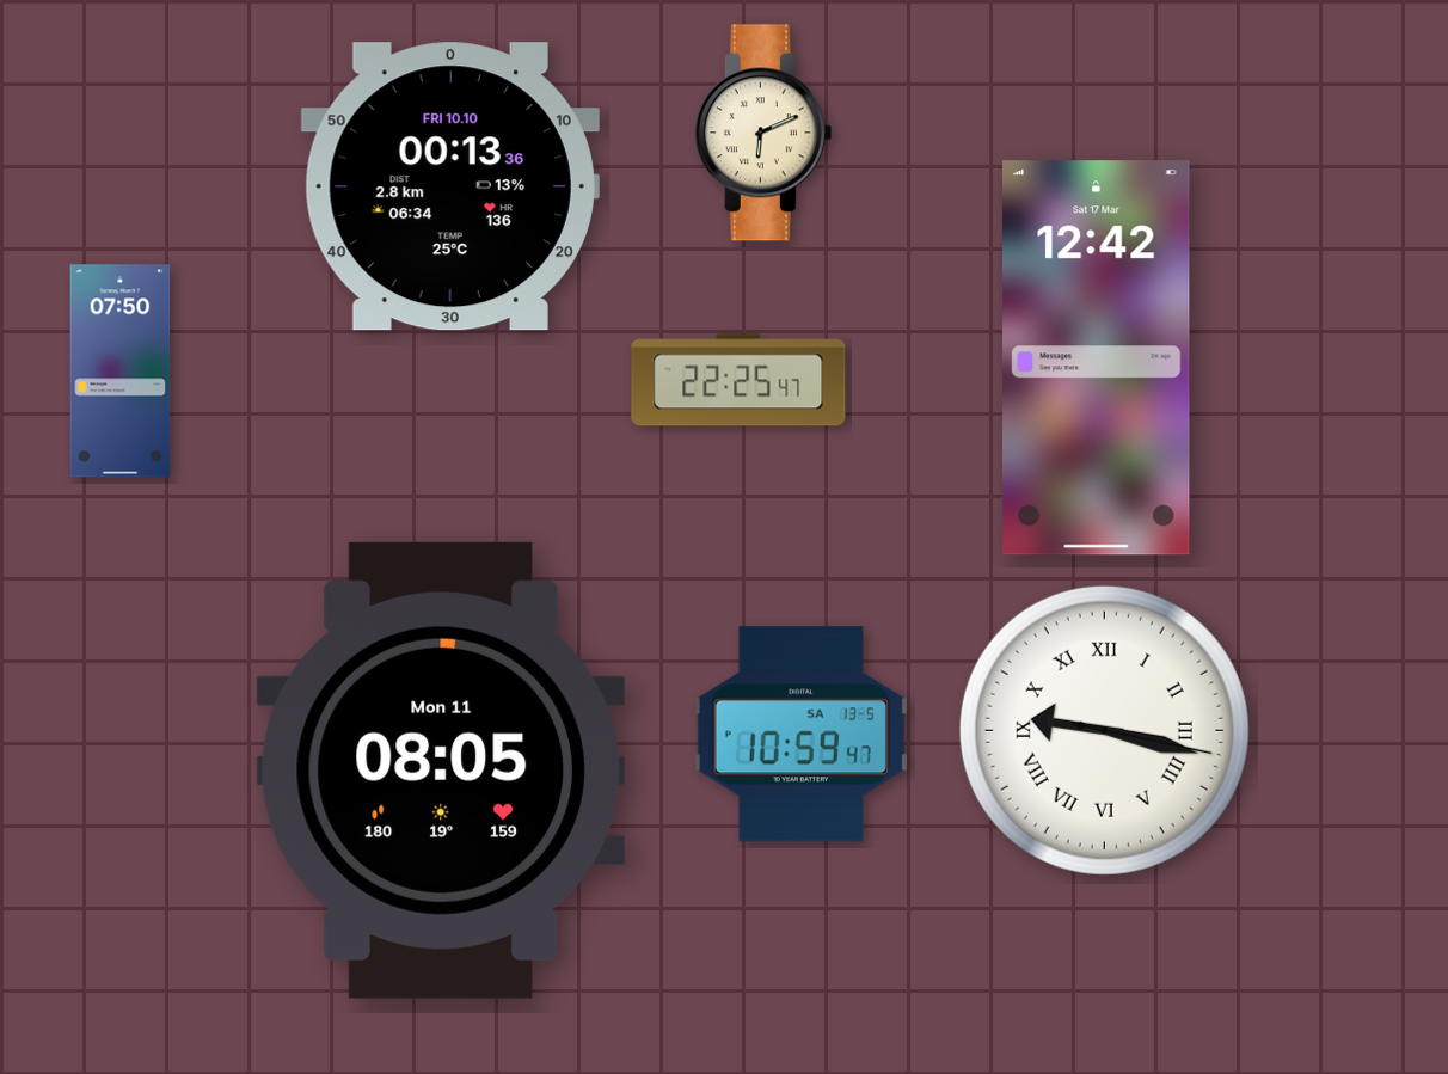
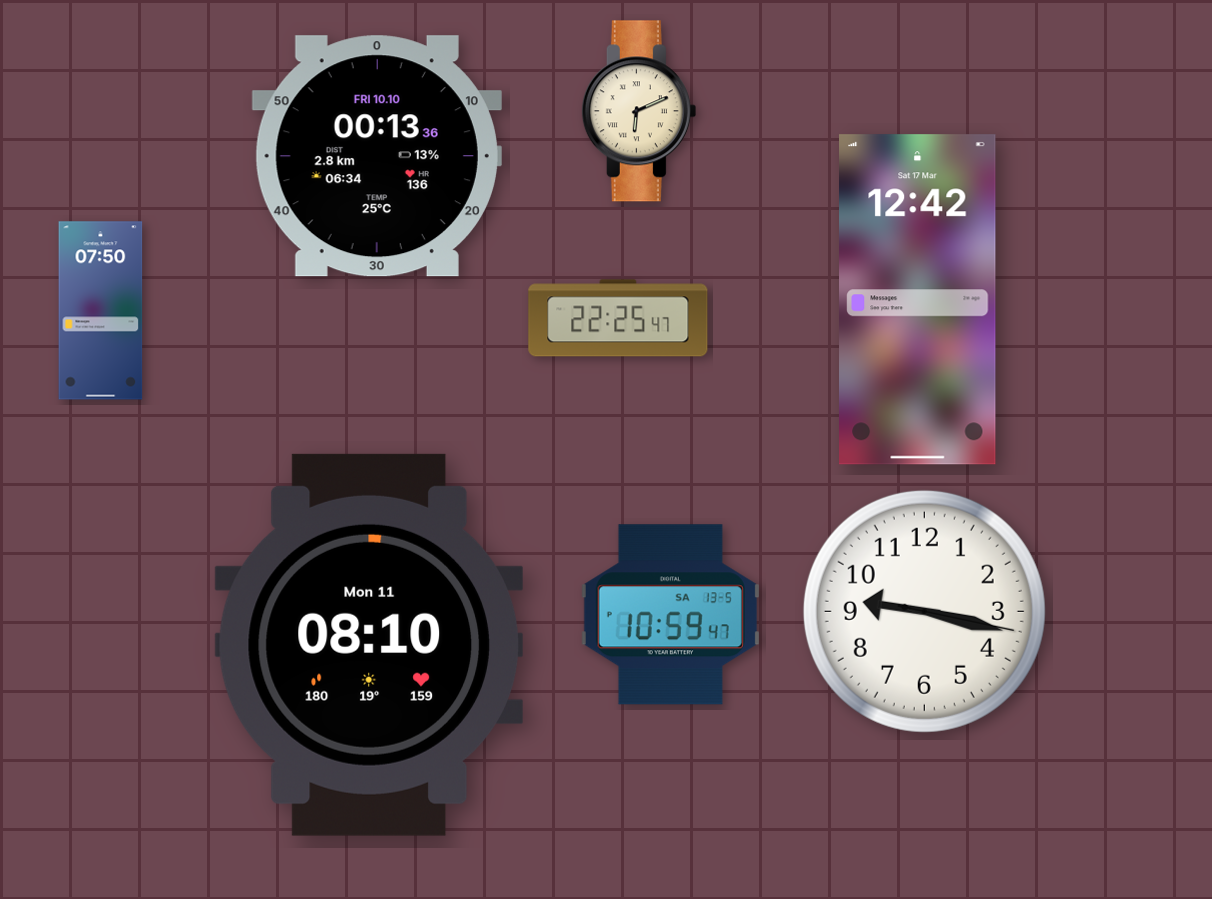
clock at (1104, 730) numerals: Roman -> Arabic
clock at (441, 771): 08:05 -> 08:10
